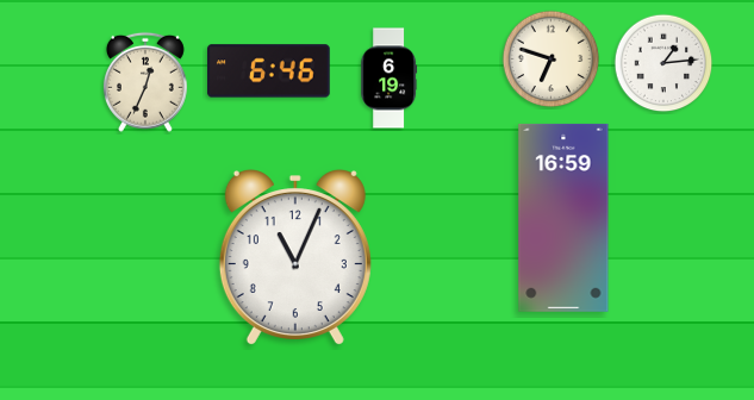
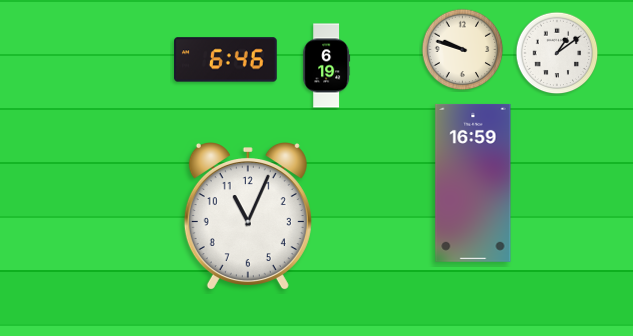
clock at (552, 60): 6:48 -> 9:48
clock at (663, 63): 1:14 -> 1:09
clock at (145, 82): 12:34 -> none
